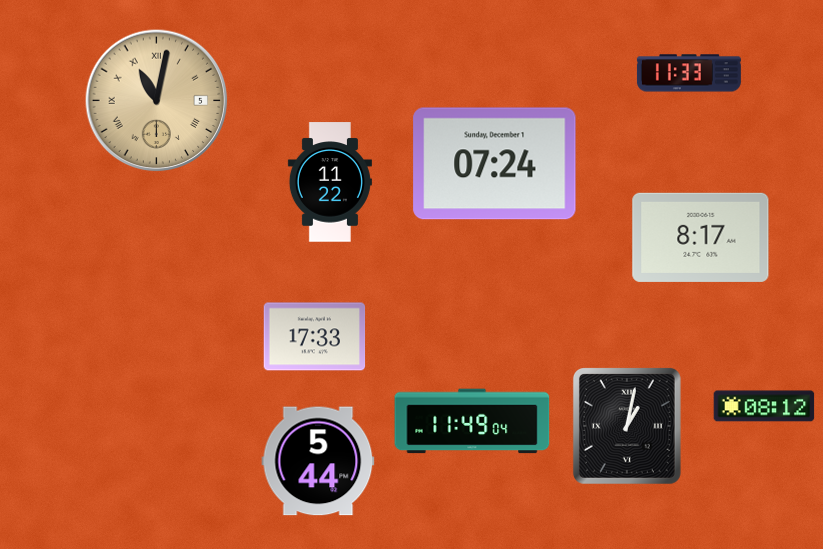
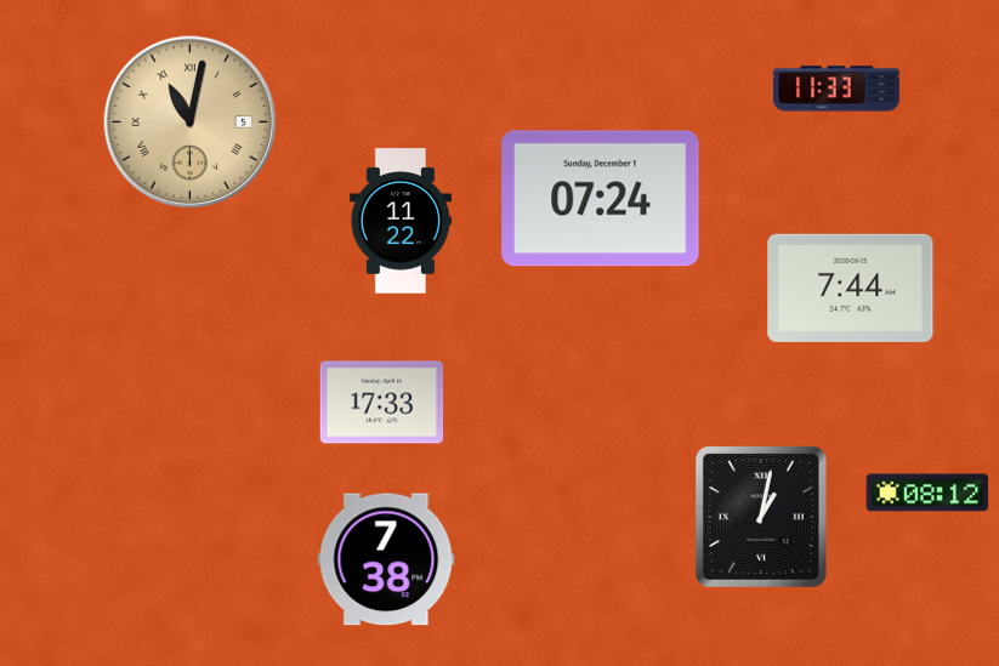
clock at (701, 237): 8:17 -> 7:44
clock at (315, 337) position: (315, 337) -> (382, 403)
clock at (472, 421): 11:49 -> none
clock at (318, 461): 5:44 -> 7:38
